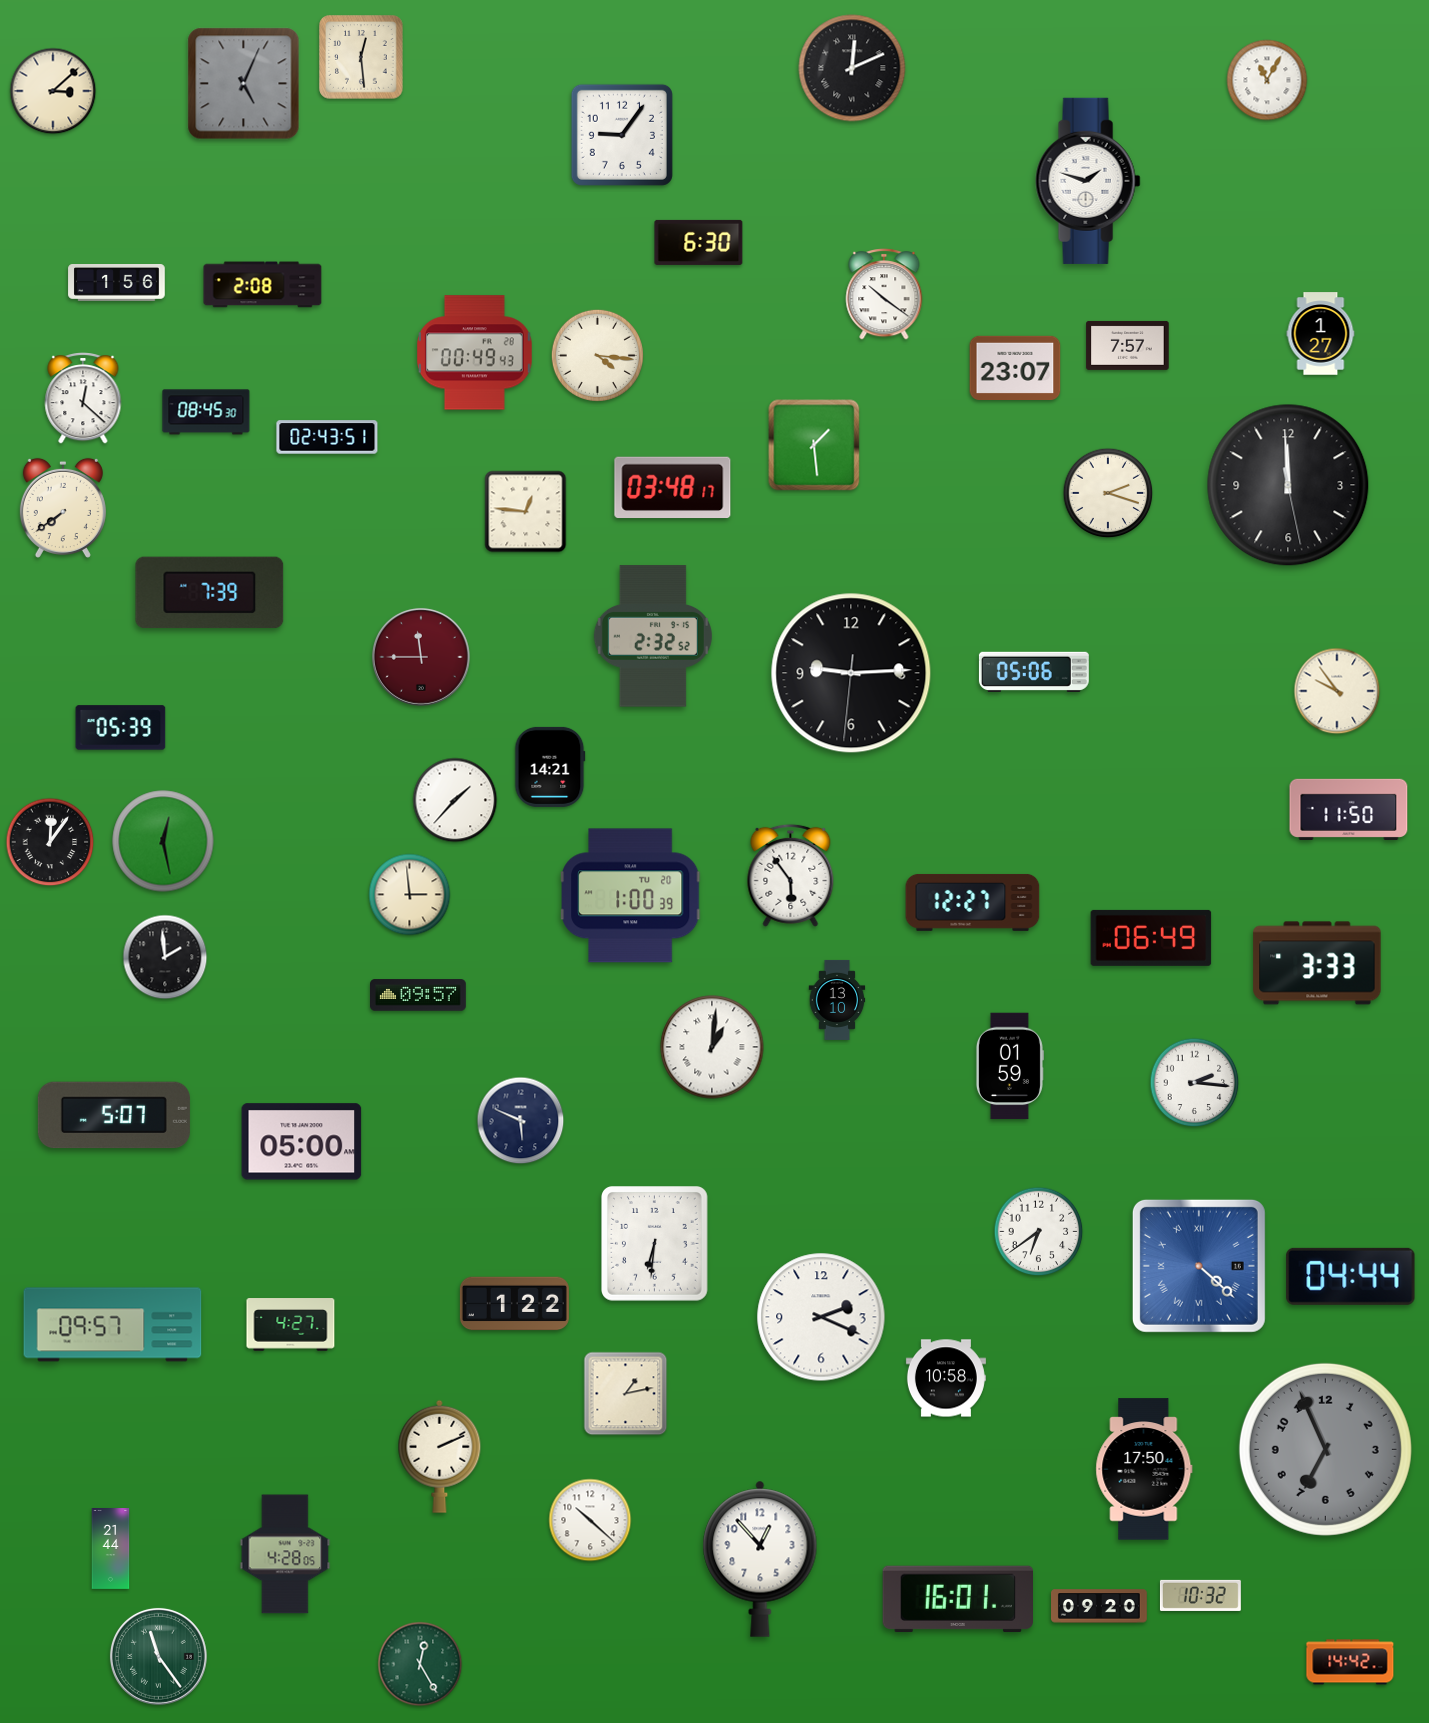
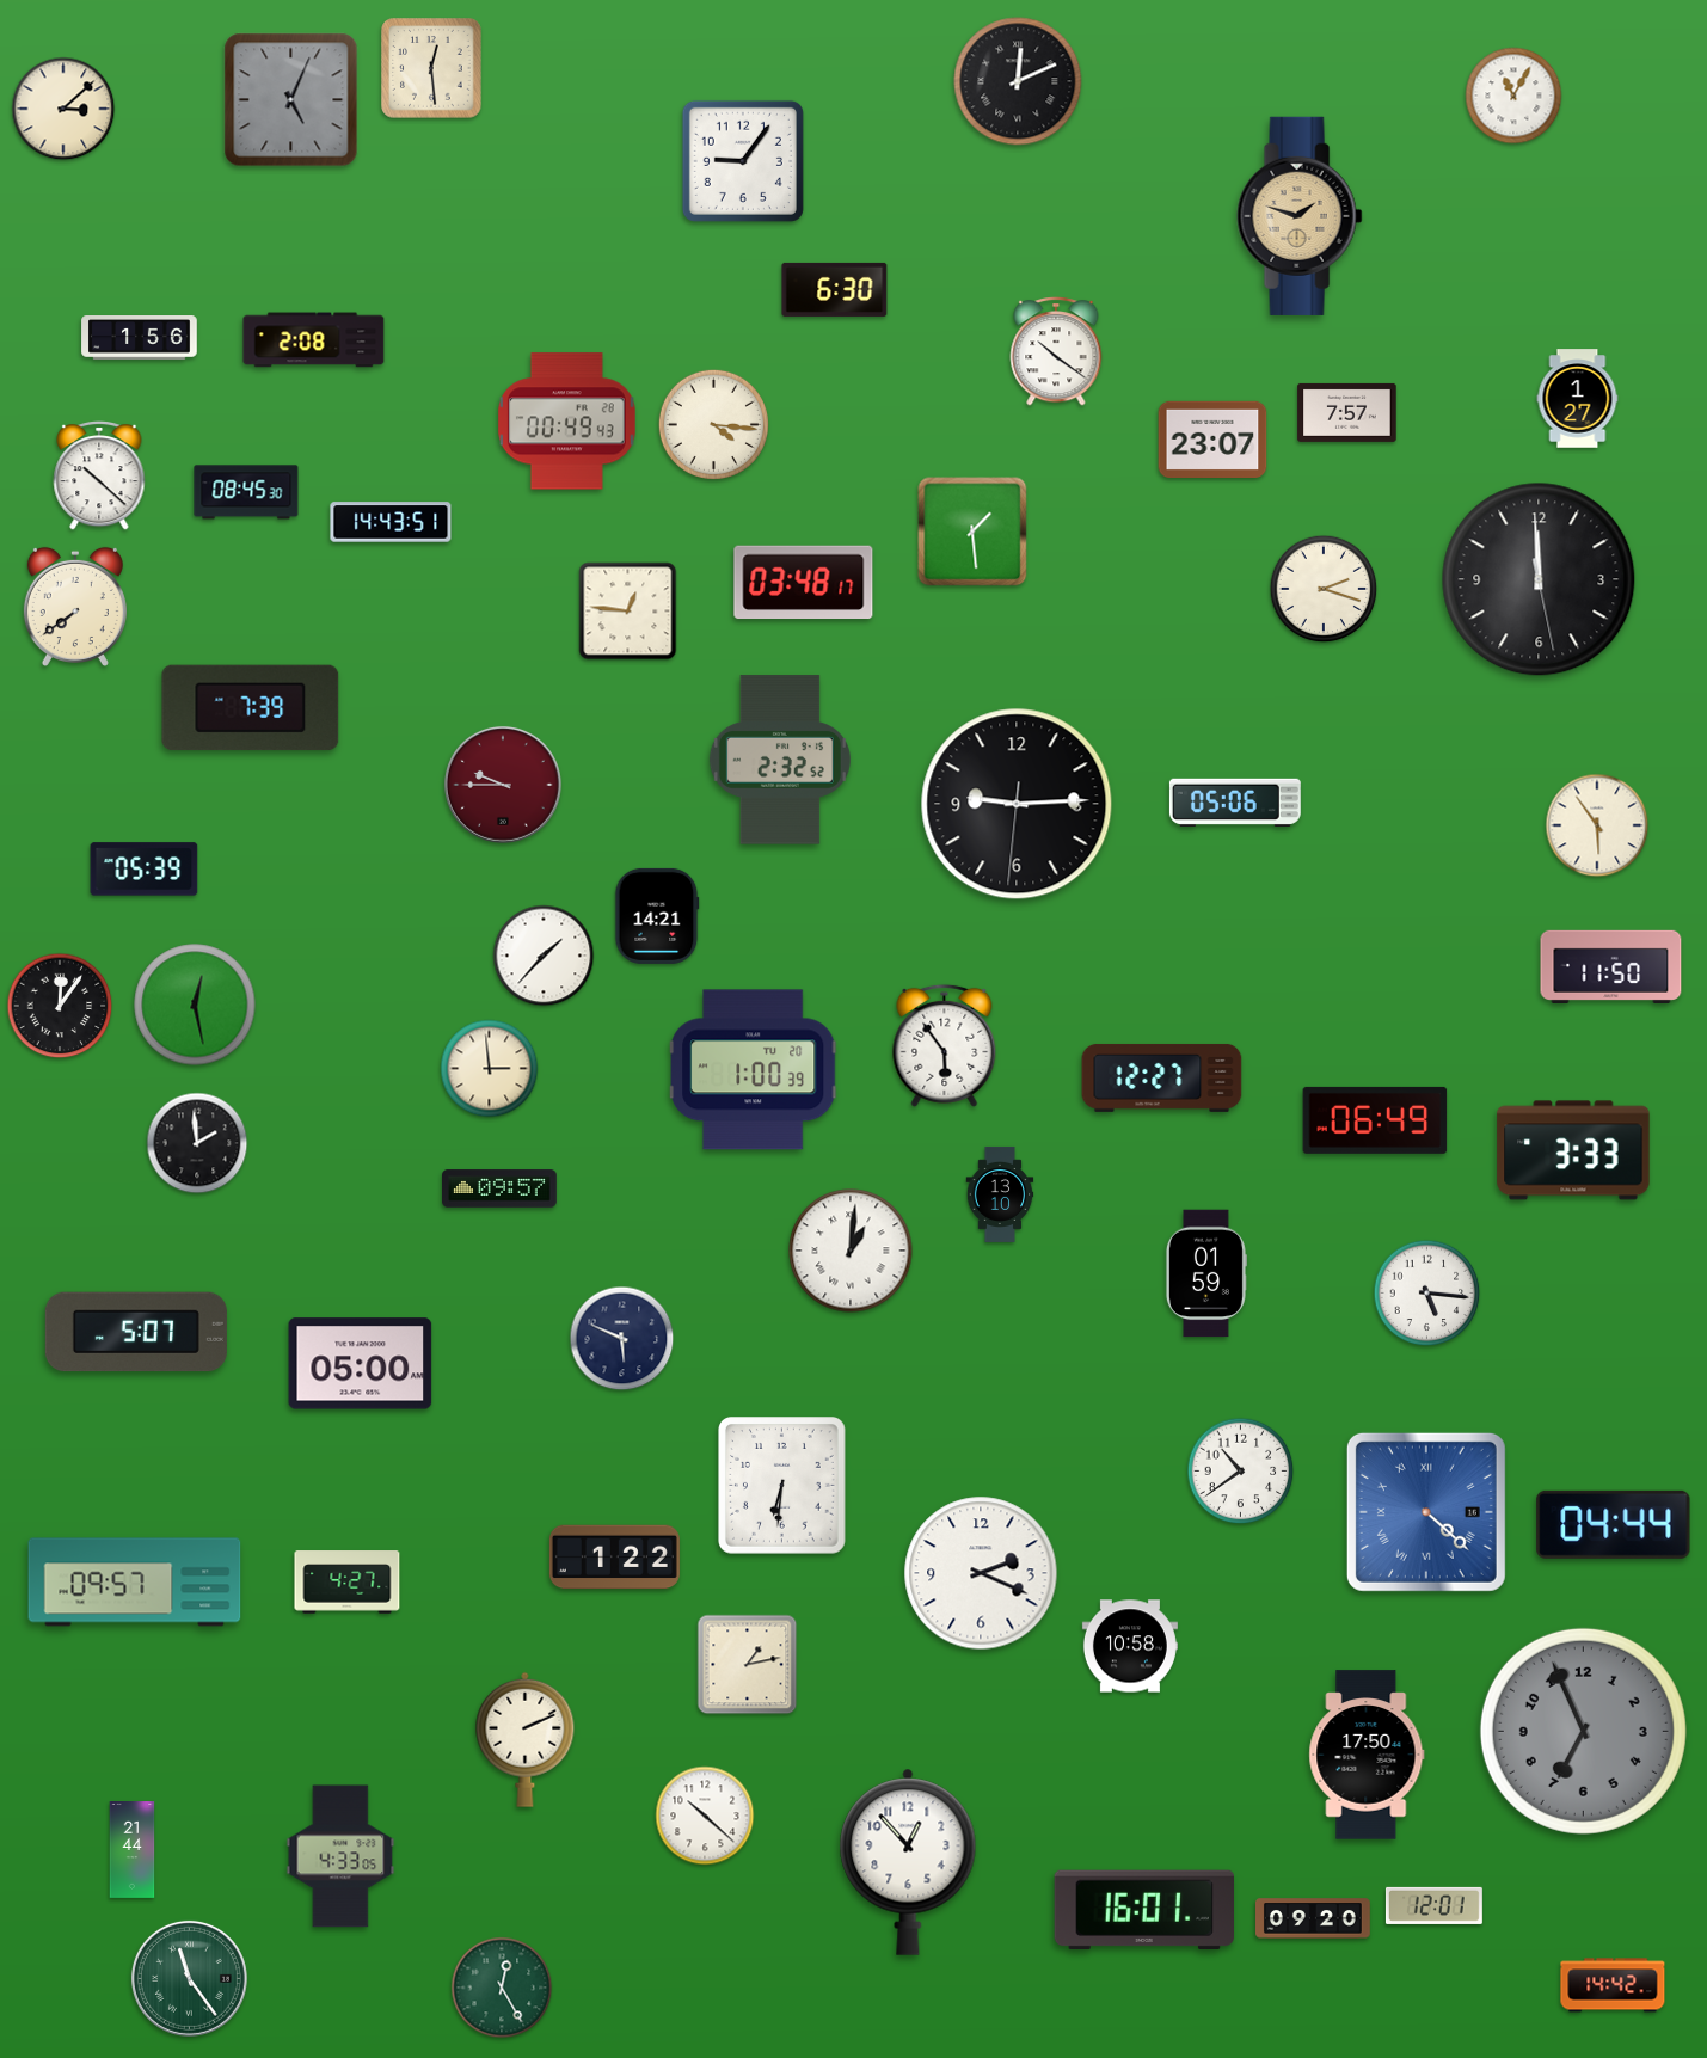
clock at (1088, 181) dial: white -> champagne
clock at (83, 399): 12:22 -> 10:22
clock at (327, 437): 02:43 -> 14:43
clock at (421, 657): 11:45 -> 9:45
clock at (1337, 691): 9:54 -> 5:54
clock at (1195, 1083): 2:16 -> 5:16
clock at (1039, 1232): 6:39 -> 10:39
clock at (1199, 1266) position: (1199, 1266) -> (1426, 1512)
clock at (285, 1554): 4:28 -> 4:33
clock at (1200, 1595): 10:32 -> 12:01
